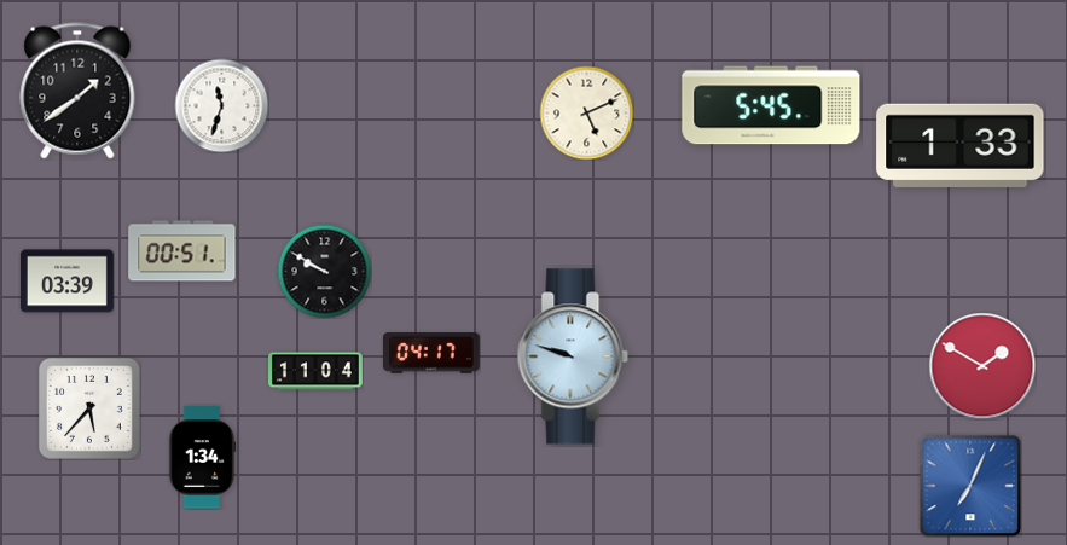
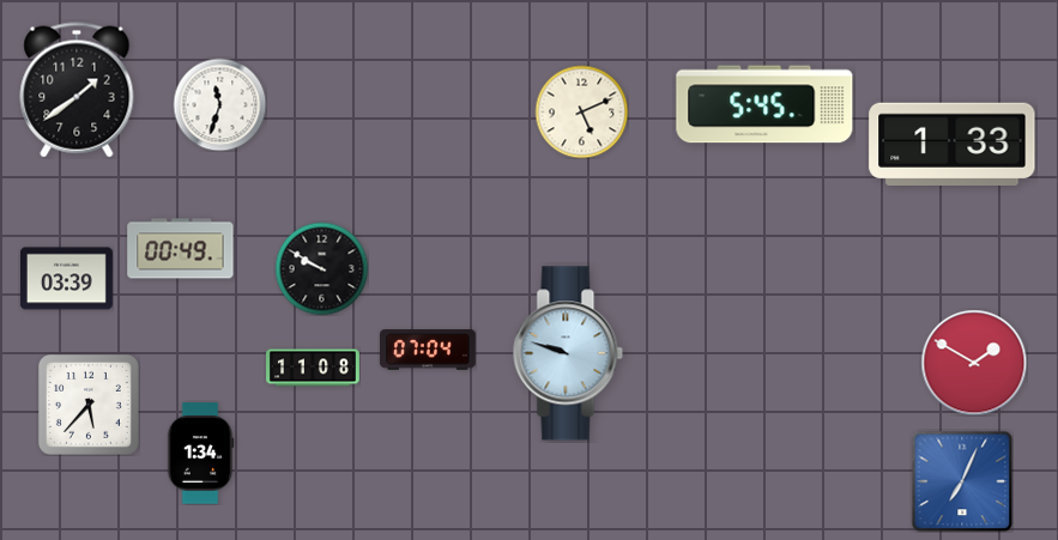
clock at (182, 251): 00:51 -> 00:49
clock at (433, 353): 04:17 -> 07:04
clock at (317, 371): 11:04 -> 11:08
